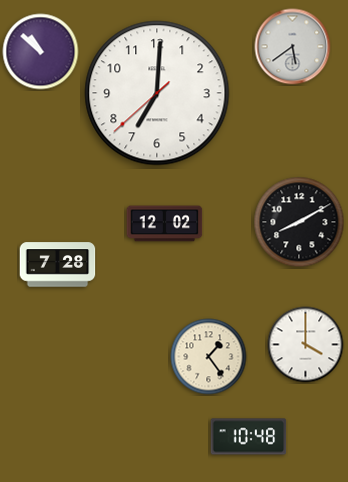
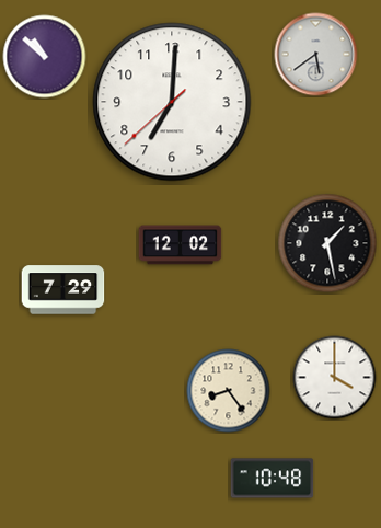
clock at (293, 47) position: (293, 47) -> (316, 55)
clock at (299, 222): 8:10 -> 1:28
clock at (58, 265): 7:28 -> 7:29
clock at (209, 357): 1:24 -> 8:24
